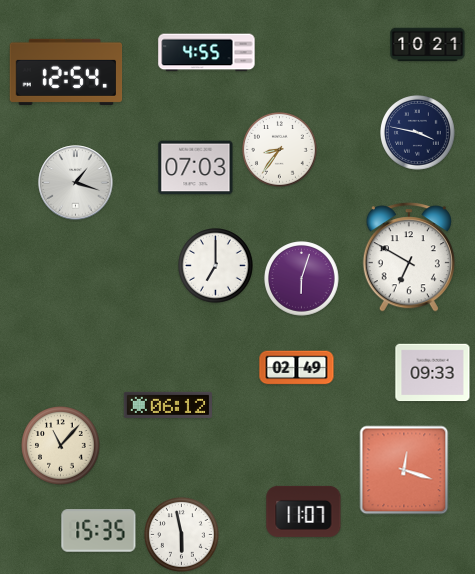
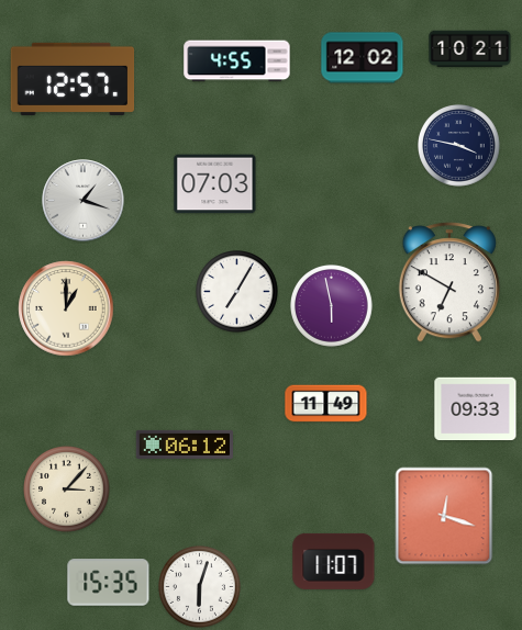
clock at (207, 53) position: (207, 53) -> (237, 61)
clock at (363, 58): none -> 12:02
clock at (66, 72): 12:54 -> 12:57
clock at (280, 150): 8:36 -> none
clock at (216, 266): 7:00 -> 7:05
clock at (302, 279): 6:03 -> 5:58
clock at (66, 308): none -> 1:00
clock at (297, 368): 02:49 -> 11:49
clock at (61, 446): 11:07 -> 3:07
clock at (182, 535): 5:58 -> 6:03
